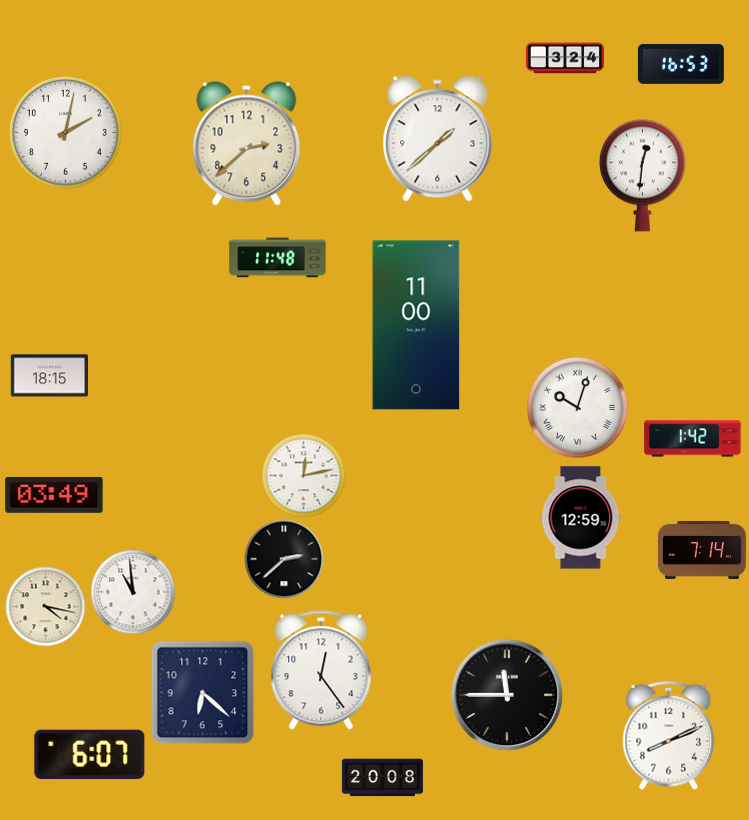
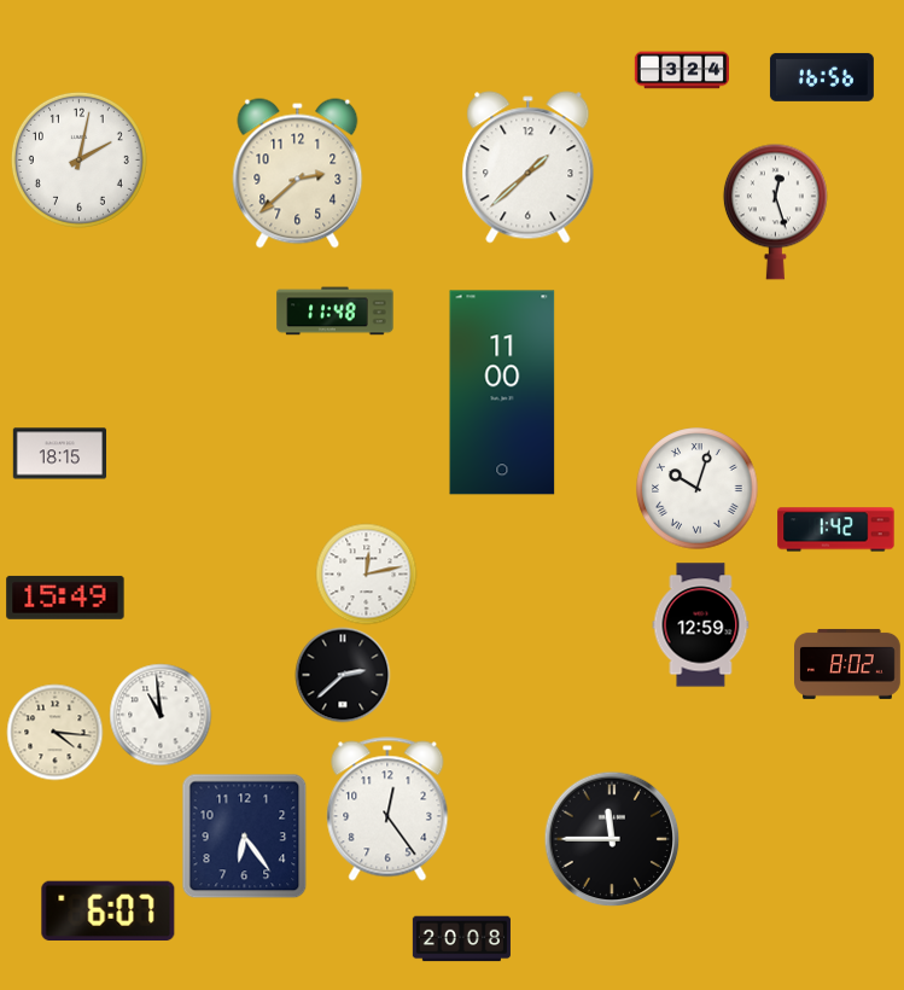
clock at (681, 64): 16:53 -> 16:56
clock at (642, 175): 12:31 -> 12:27
clock at (578, 408) position: (578, 408) -> (698, 489)
clock at (54, 495): 03:49 -> 15:49
clock at (703, 550): 7:14 -> 8:02
clock at (45, 606): 4:17 -> 4:16
clock at (202, 692): 6:22 -> 6:24
clock at (669, 735): 8:11 -> none
